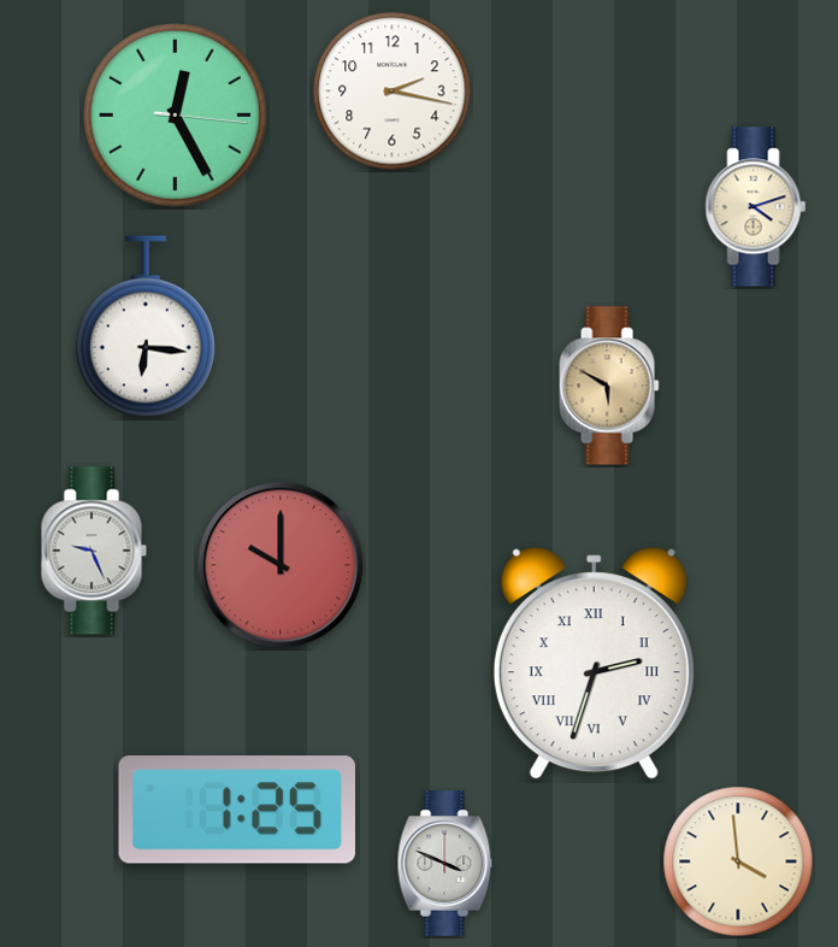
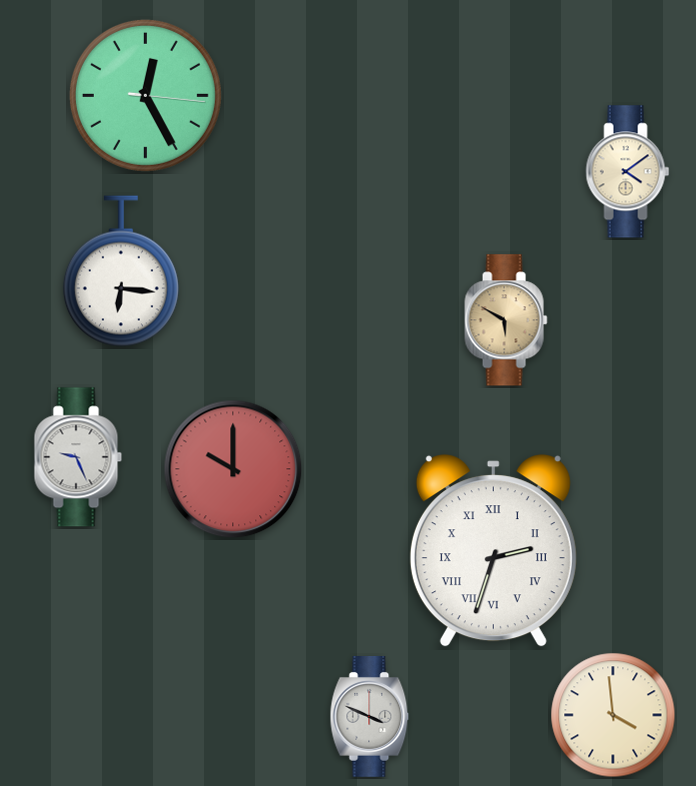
clock at (393, 92): 2:17 -> none
clock at (756, 207): 4:12 -> 4:09
clock at (236, 810): 1:25 -> none
